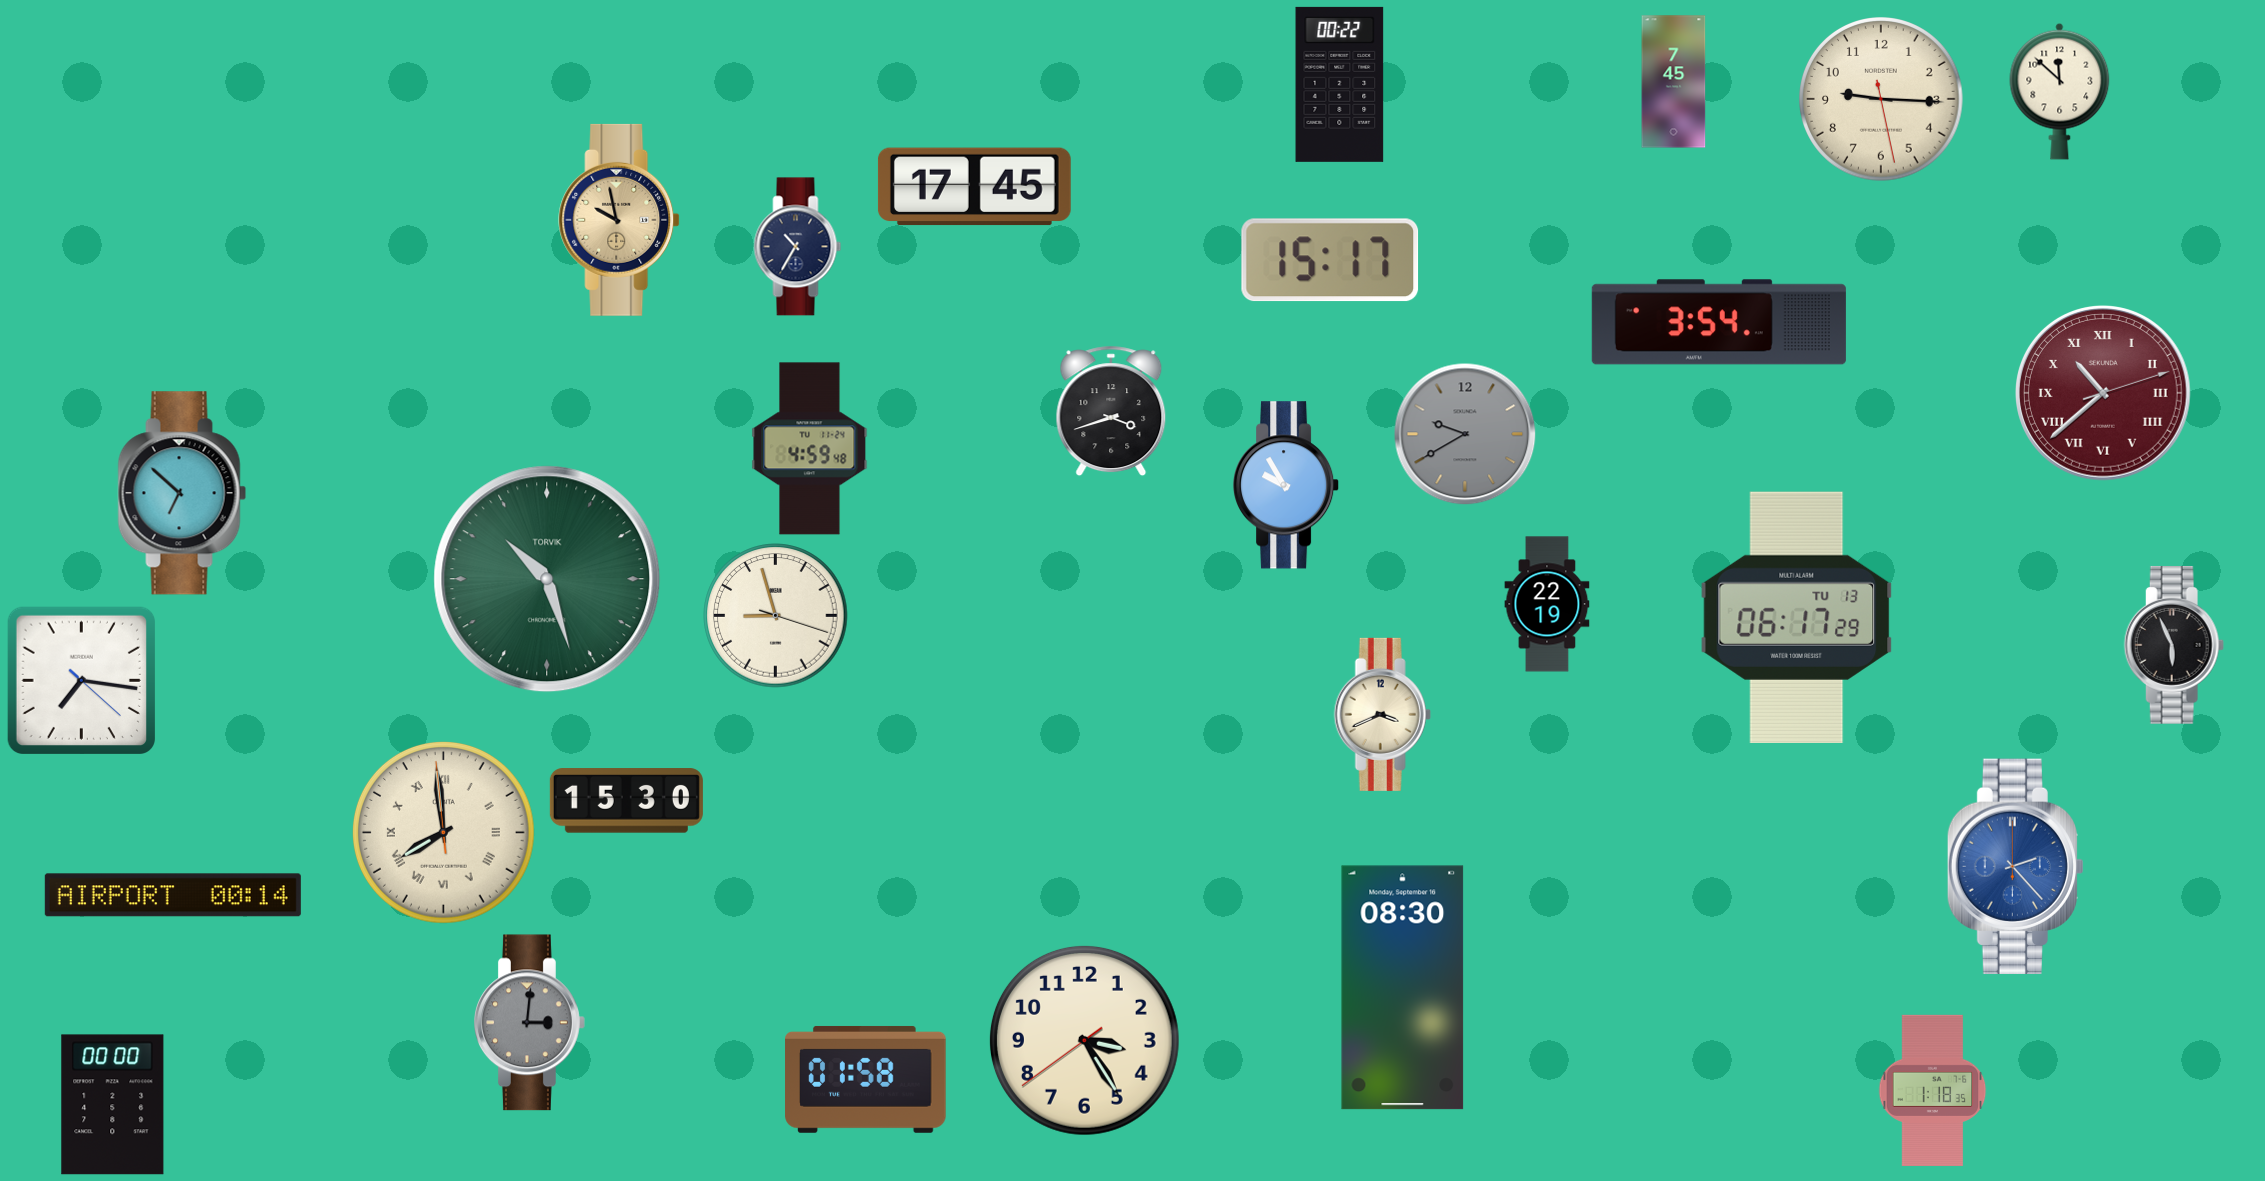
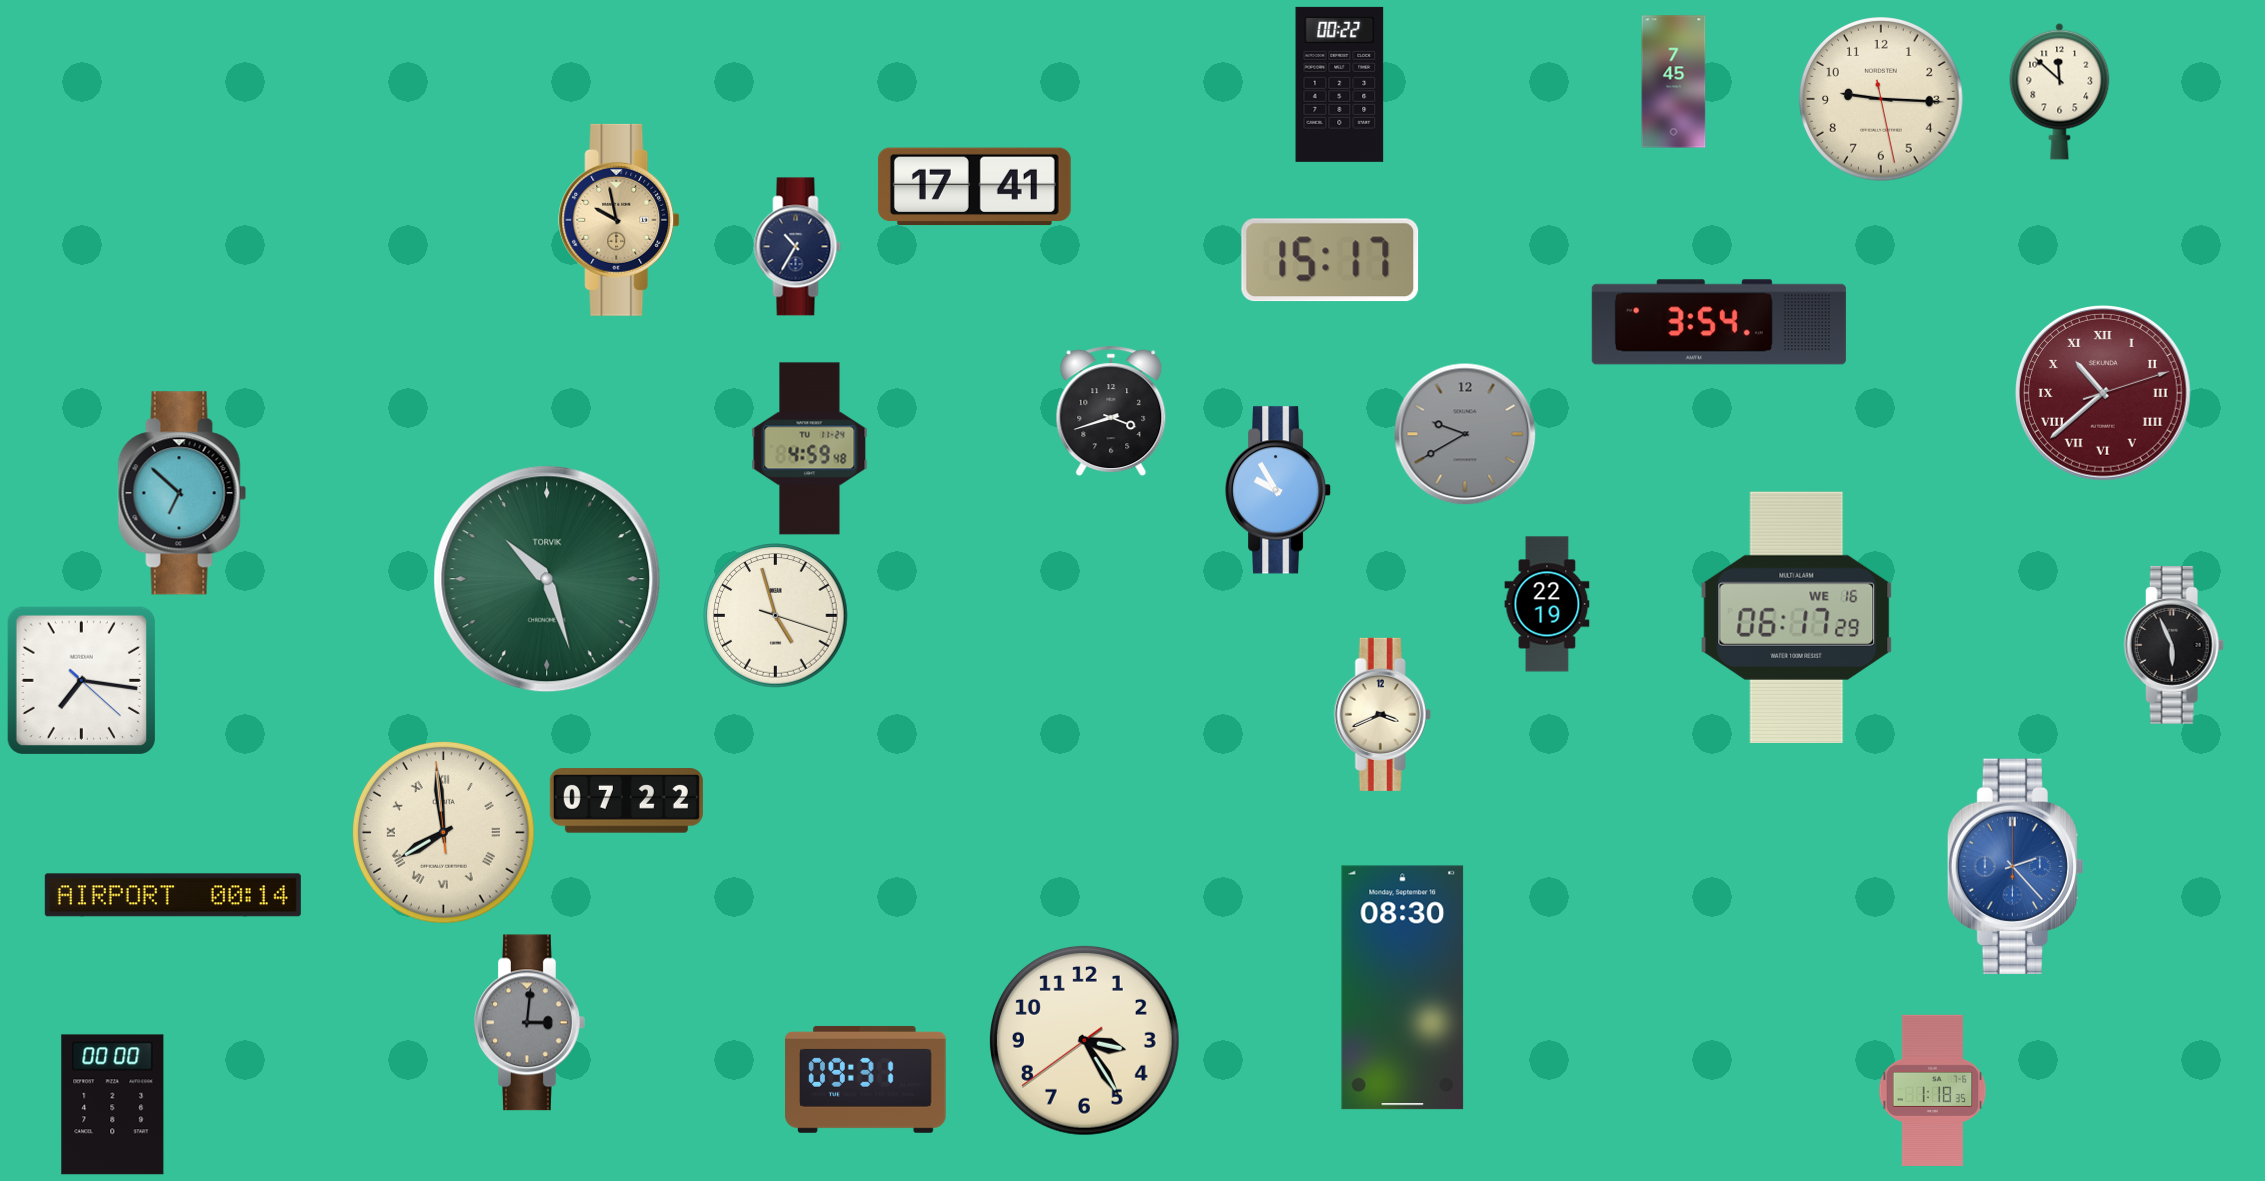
clock at (974, 187): 17:45 -> 17:41
clock at (1286, 485) position: (1286, 485) -> (1278, 490)
clock at (776, 616): 8:57 -> 4:57
clock at (1797, 617) date: TU 13 -> WE 16
clock at (626, 801): 15:30 -> 07:22
clock at (866, 1079): 01:58 -> 09:31
